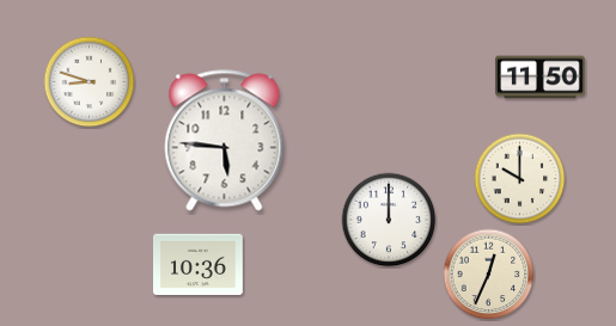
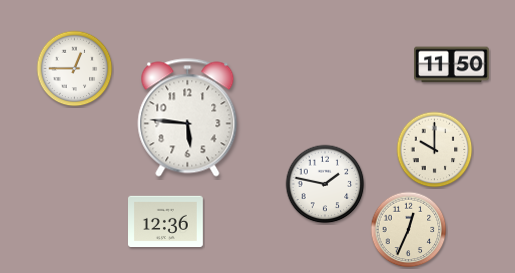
clock at (90, 82): 8:48 -> 12:45
clock at (389, 220): 12:00 -> 1:47
clock at (199, 264): 10:36 -> 12:36
